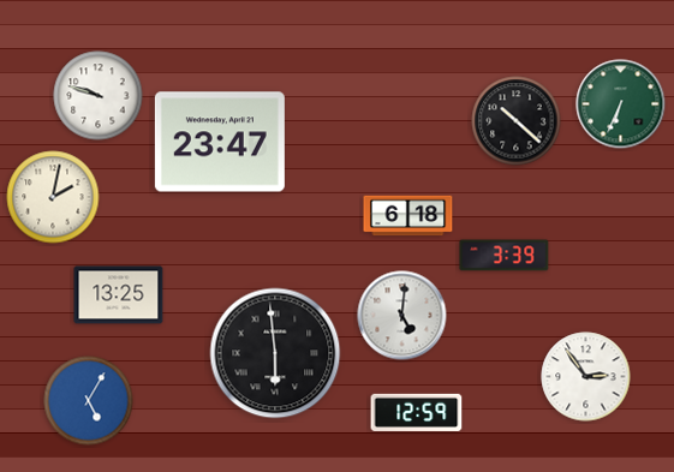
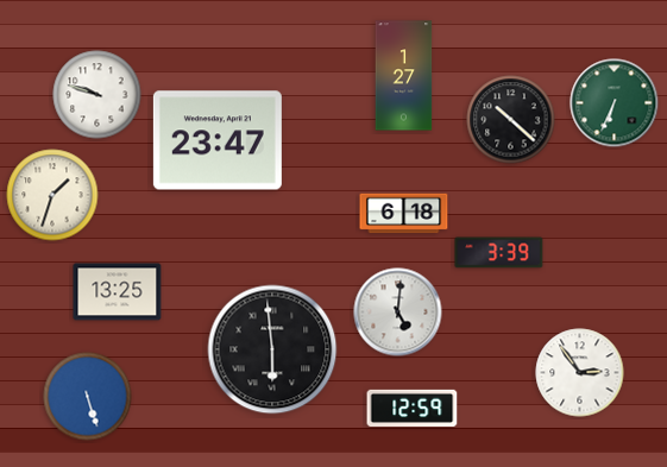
clock at (404, 76): none -> 1:27
clock at (53, 197): 2:02 -> 1:33
clock at (89, 401): 5:05 -> 5:27
